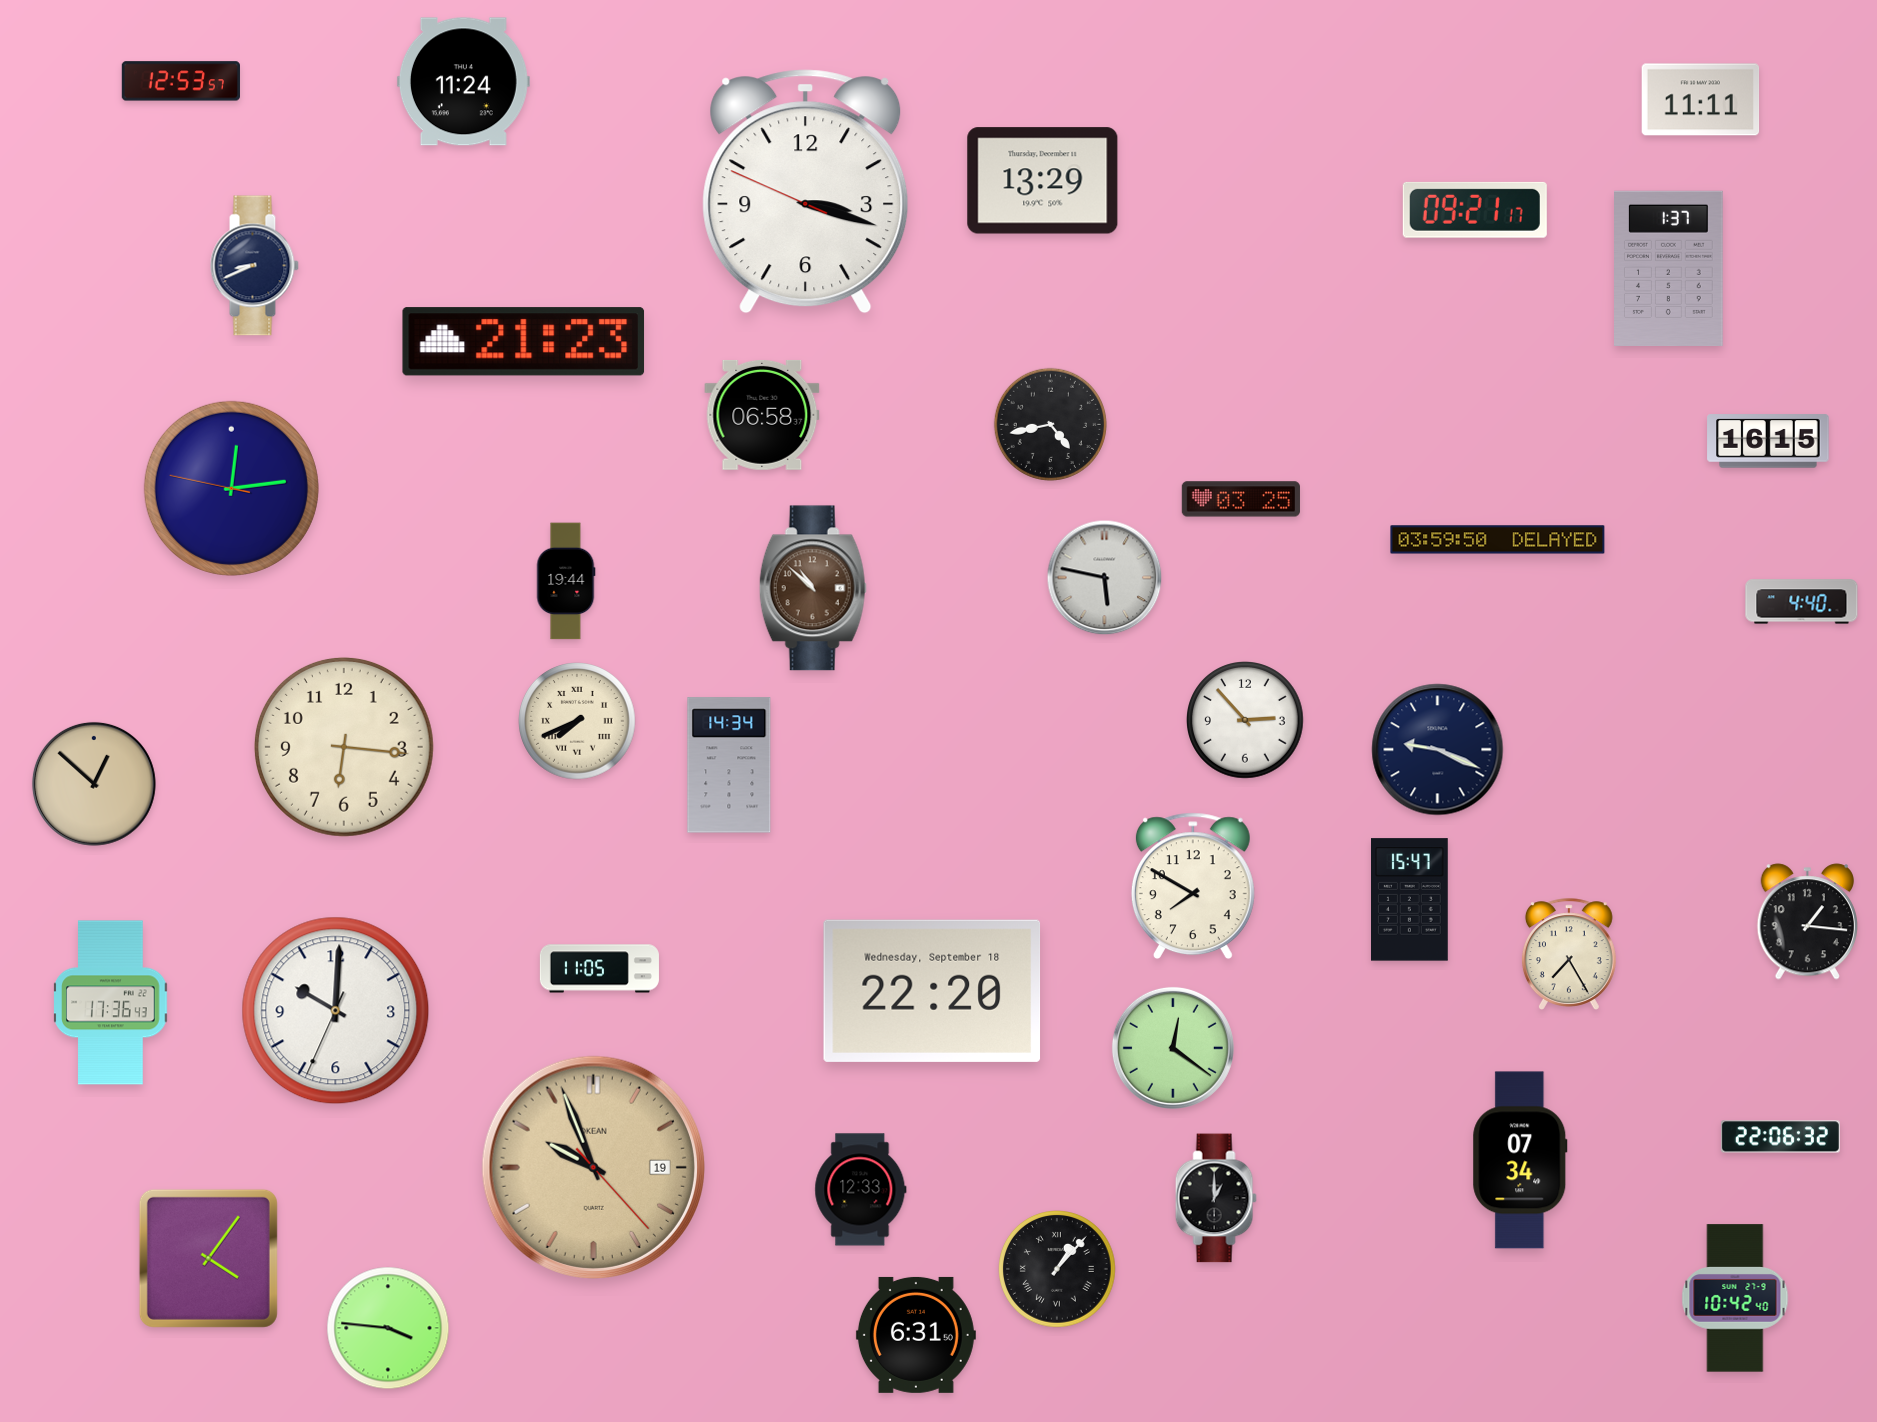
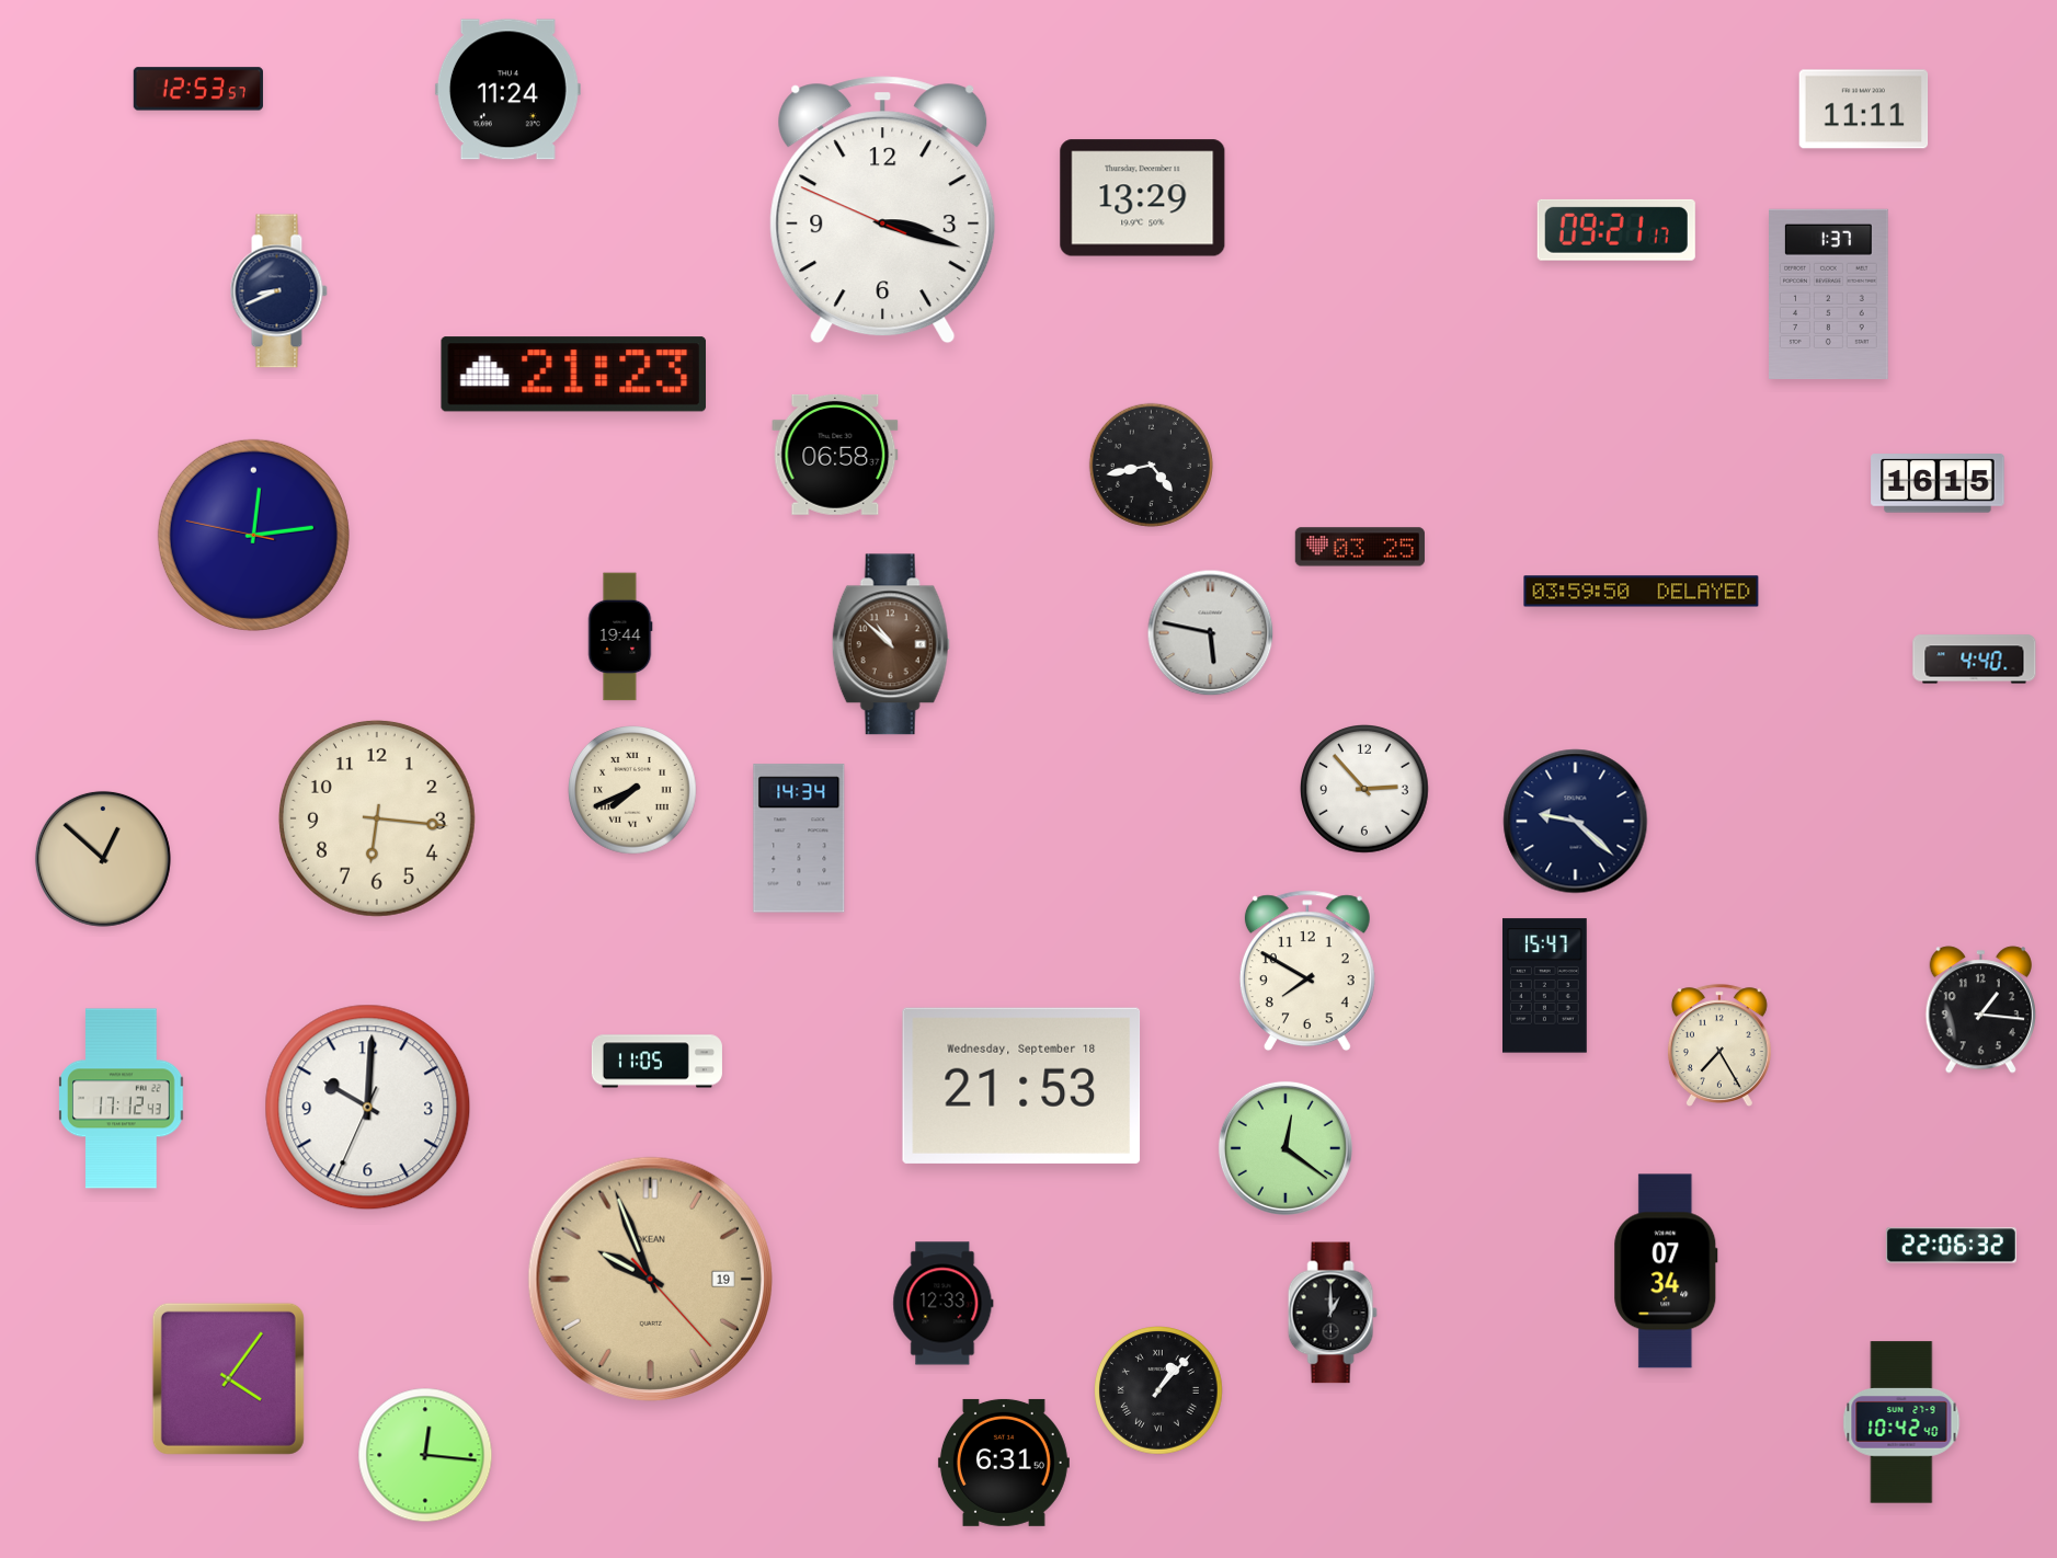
clock at (1438, 750): 9:19 -> 9:22
clock at (932, 991): 22:20 -> 21:53
clock at (111, 1003): 17:36 -> 17:12
clock at (388, 1328): 3:46 -> 12:16
